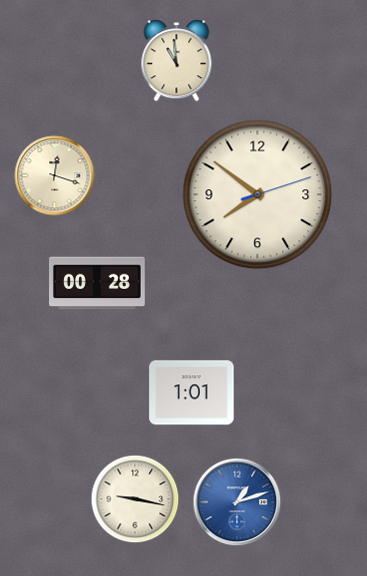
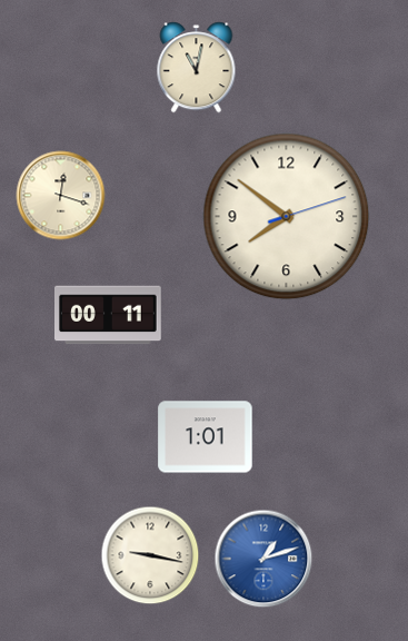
clock at (177, 61): 10:59 -> 11:02
clock at (98, 283): 00:28 -> 00:11
clock at (192, 393) position: (192, 393) -> (206, 437)
